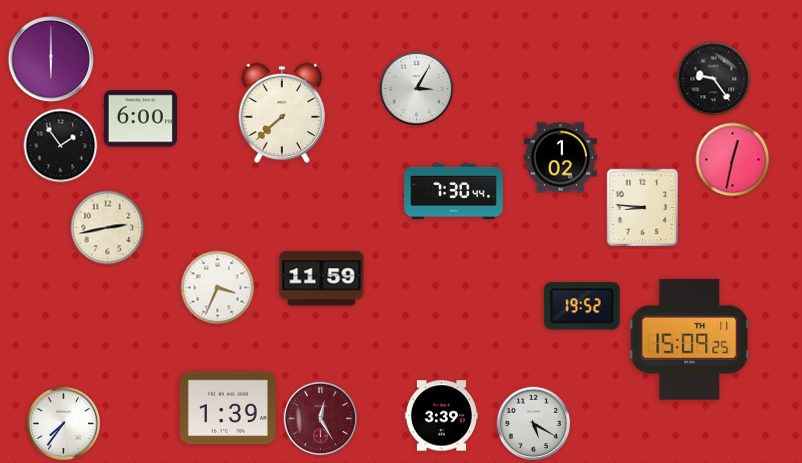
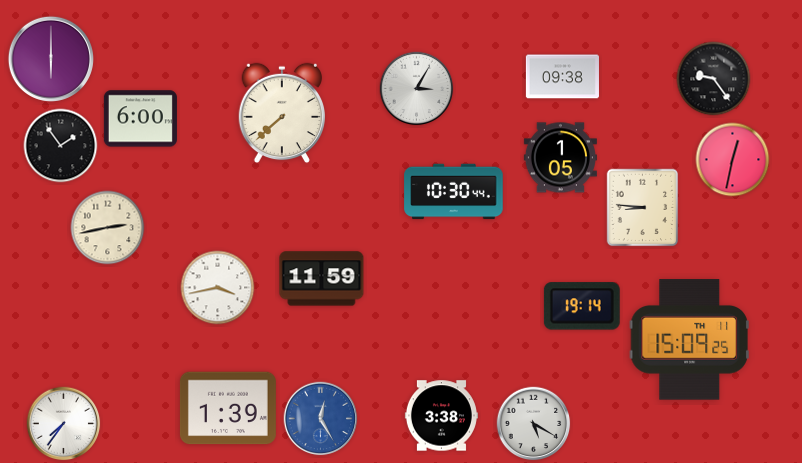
clock at (562, 77): none -> 09:38
clock at (560, 158): 1:02 -> 1:05
clock at (454, 192): 7:30 -> 10:30
clock at (218, 288): 3:34 -> 3:43
clock at (582, 306): 19:52 -> 19:14
clock at (441, 416): 3:39 -> 3:38
clock at (321, 419) dial: burgundy -> blue
